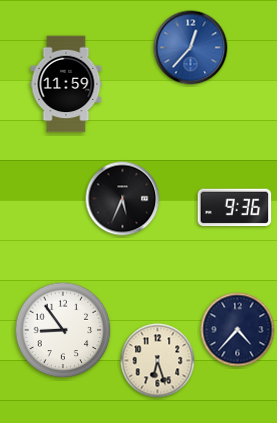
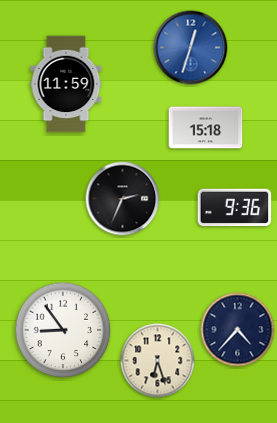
clock at (191, 48): 12:37 -> 12:33
clock at (206, 128): none -> 15:18
clock at (123, 199): 5:34 -> 2:34
